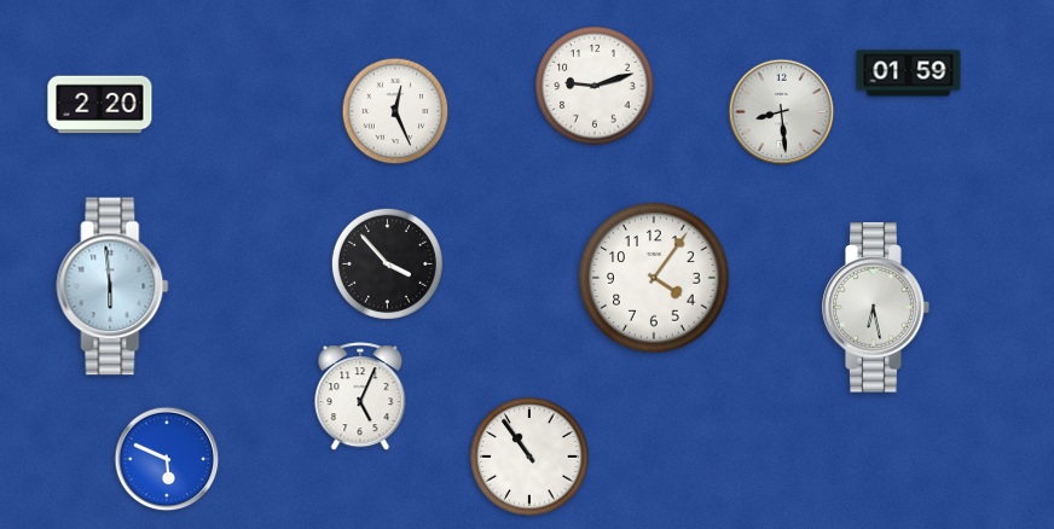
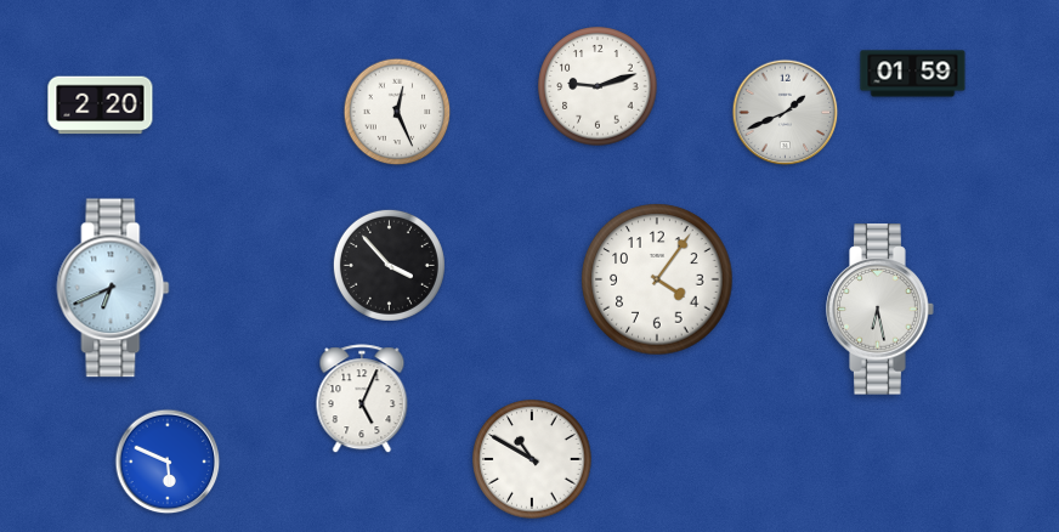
clock at (782, 112): 8:29 -> 1:41
clock at (112, 286): 5:59 -> 6:41
clock at (529, 457): 10:54 -> 10:50
